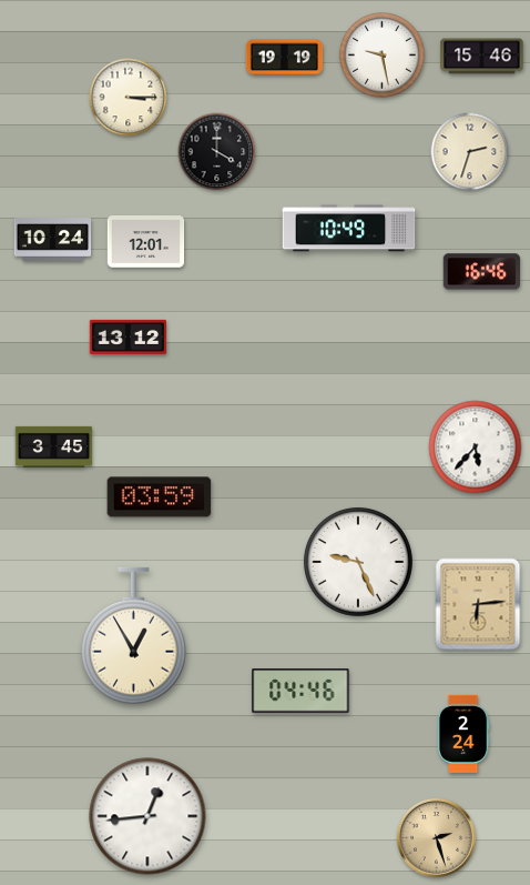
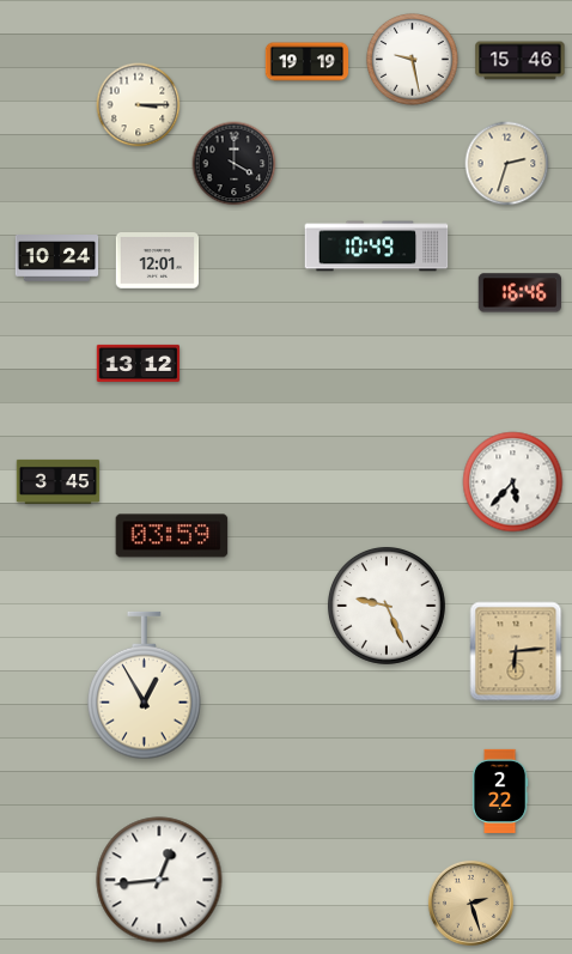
clock at (300, 691): 04:46 -> none
clock at (463, 734): 2:24 -> 2:22
